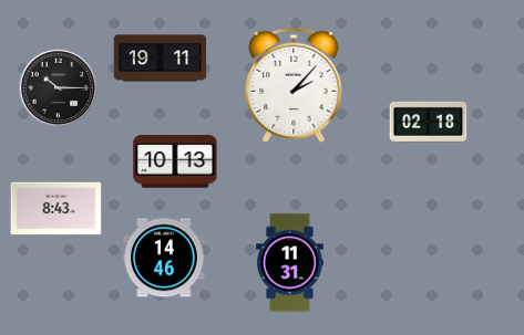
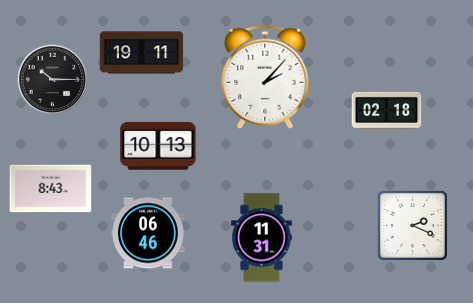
clock at (161, 59) position: (161, 59) -> (142, 53)
clock at (412, 225): none -> 2:19
clock at (164, 258): 14:46 -> 06:46
